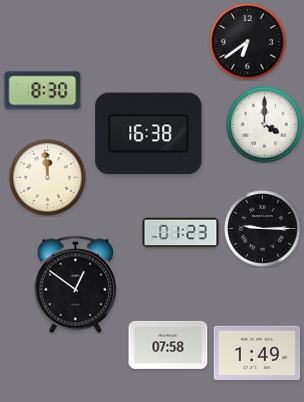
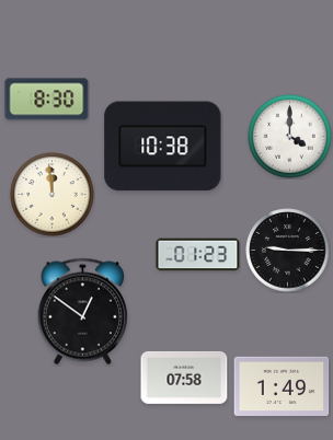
clock at (248, 42): 6:39 -> none
clock at (149, 134): 16:38 -> 10:38
